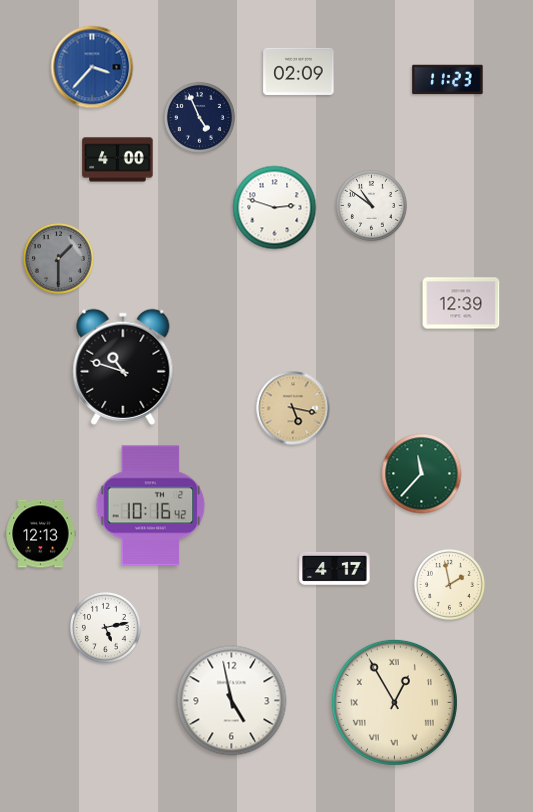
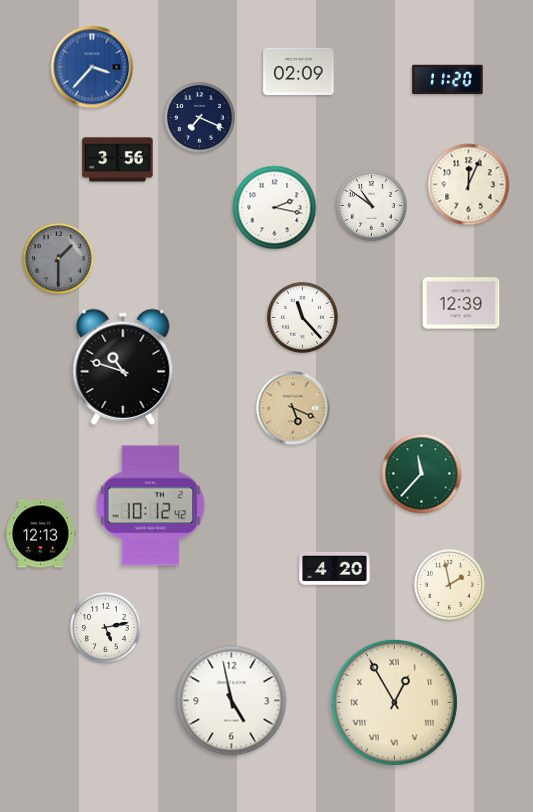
clock at (448, 80): 11:23 -> 11:20
clock at (199, 117): 4:56 -> 7:19
clock at (118, 160): 4:00 -> 3:56
clock at (469, 185): none -> 12:04
clock at (275, 208): 2:48 -> 2:17
clock at (302, 317): none -> 11:23
clock at (293, 408): 5:17 -> 5:19
clock at (151, 506): 10:16 -> 10:12
clock at (335, 568): 4:17 -> 4:20
